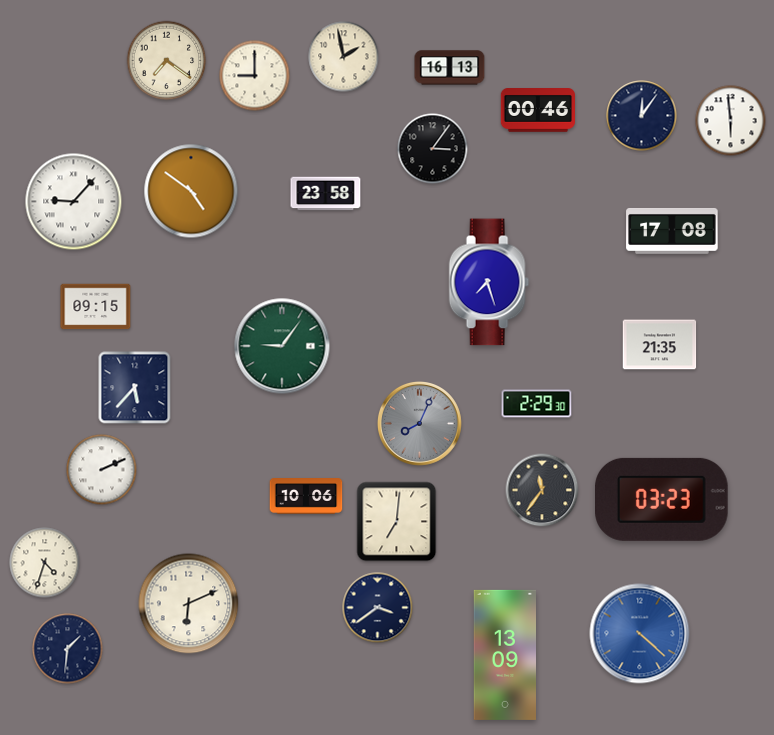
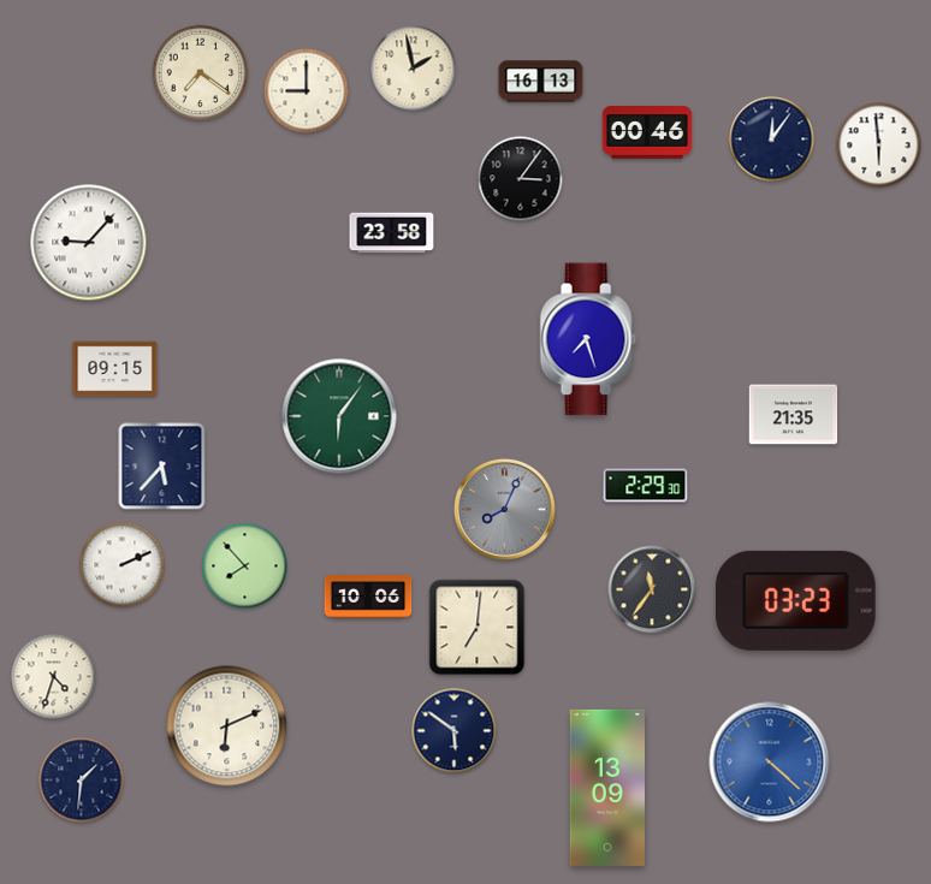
clock at (191, 191): 4:51 -> none
clock at (672, 231): 17:08 -> none
clock at (282, 346): 9:06 -> 6:06
clock at (245, 566): none -> 7:53
clock at (378, 608): 3:39 -> 5:51
